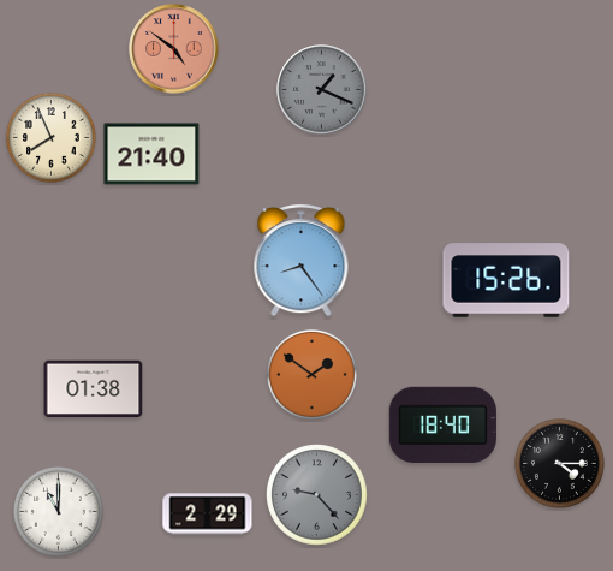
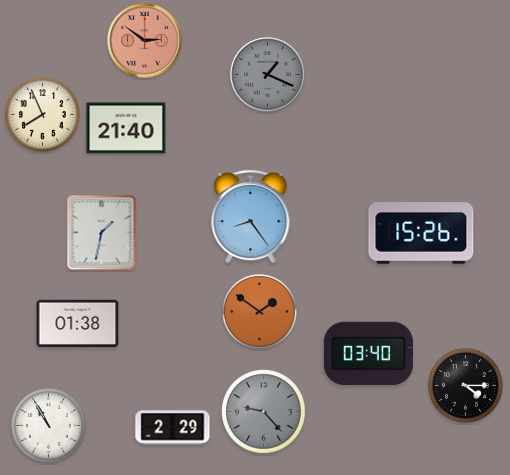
clock at (174, 49): 4:51 -> 2:51
clock at (102, 233): none -> 1:32
clock at (442, 424): 18:40 -> 03:40
clock at (58, 511): 11:00 -> 10:55
